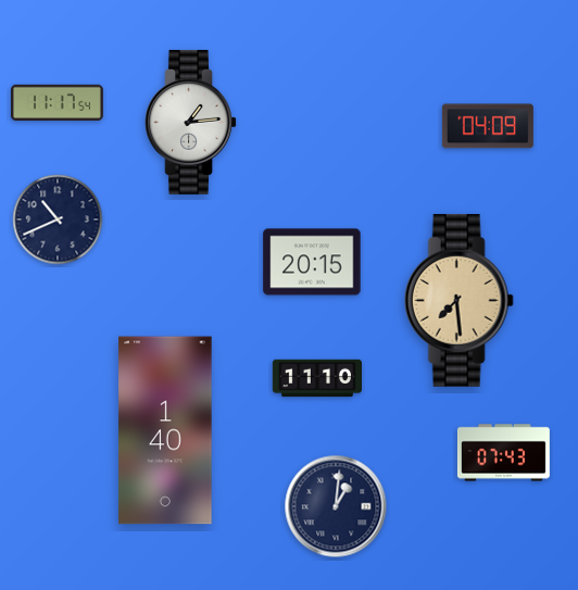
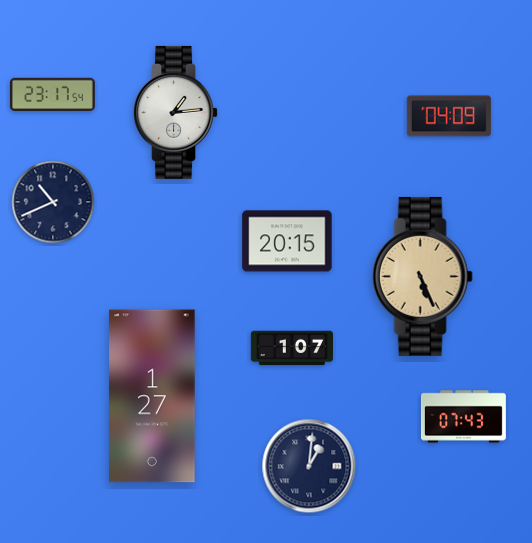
clock at (56, 103): 11:17 -> 23:17
clock at (458, 300): 7:29 -> 5:26
clock at (316, 378): 11:10 -> 1:07
clock at (165, 430): 1:40 -> 1:27
